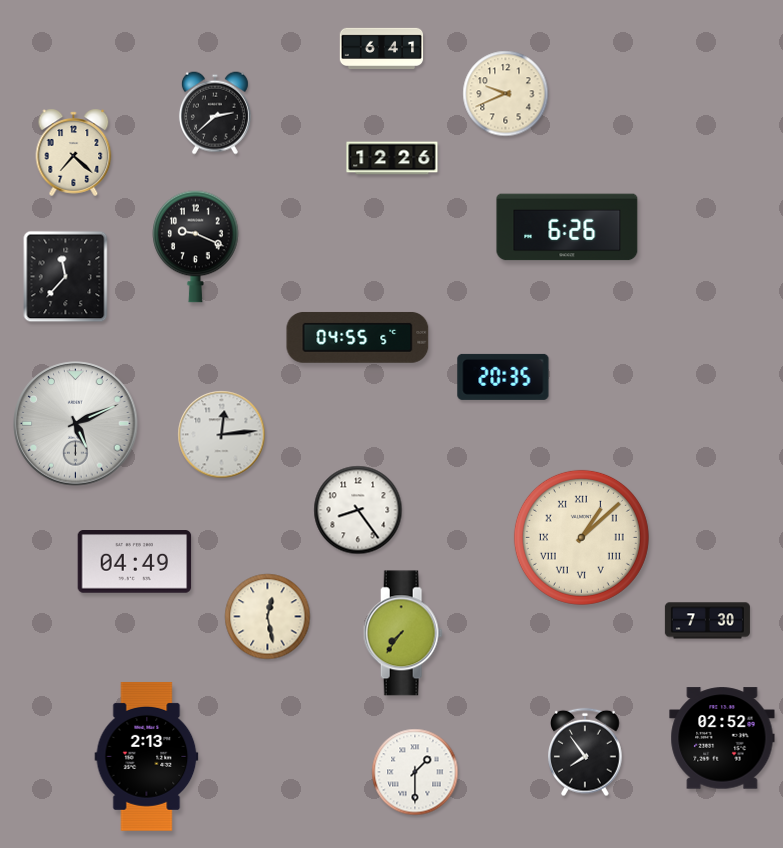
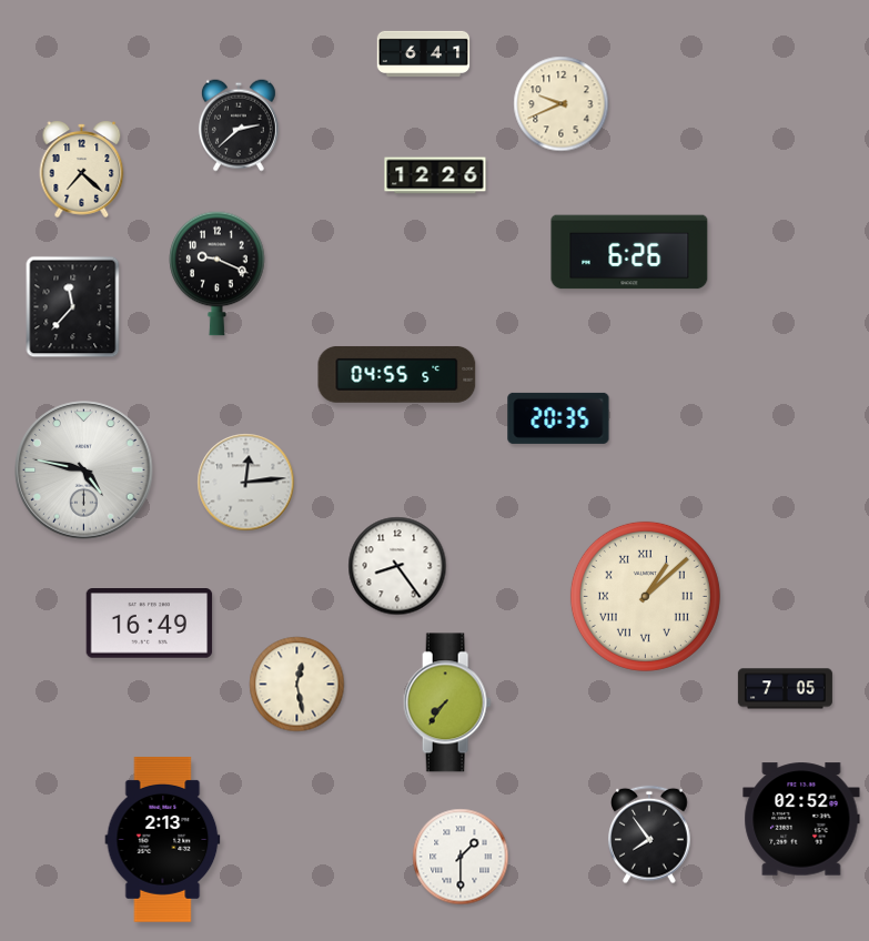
clock at (76, 424): 5:11 -> 4:47
clock at (135, 562): 04:49 -> 16:49
clock at (707, 621): 7:30 -> 7:05
